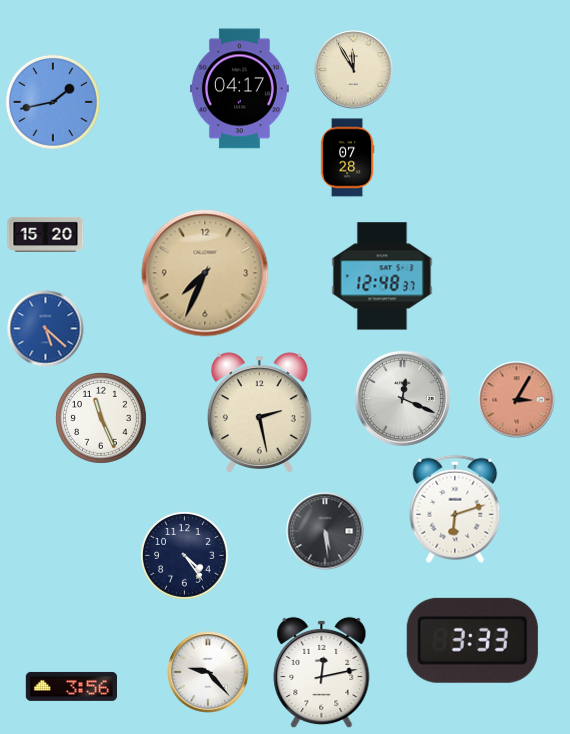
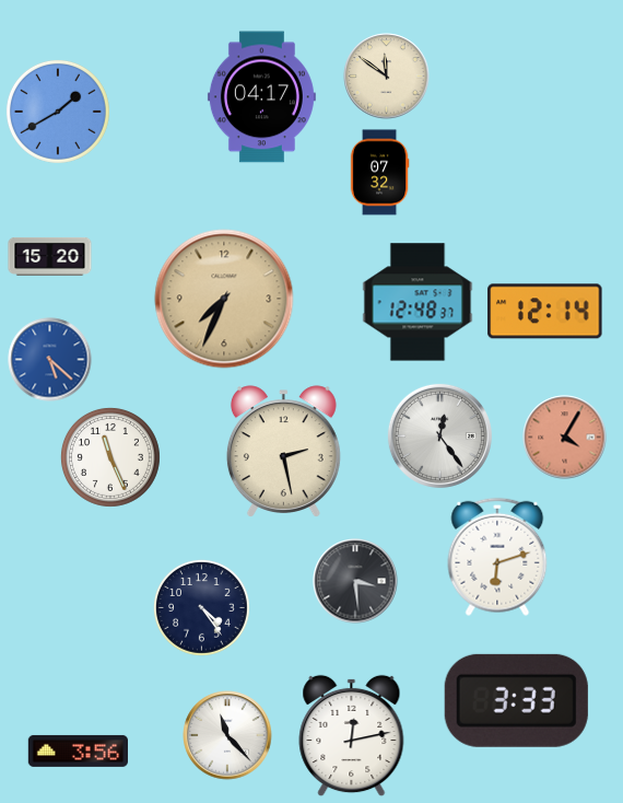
clock at (354, 70): 11:55 -> 11:51
clock at (53, 102): 1:43 -> 1:40
clock at (347, 158): 07:28 -> 07:32
clock at (545, 312): none -> 12:14
clock at (402, 398): 12:19 -> 12:24
clock at (517, 400): 3:05 -> 4:05
clock at (325, 531): 5:29 -> 3:29
clock at (208, 672): 9:23 -> 11:23
